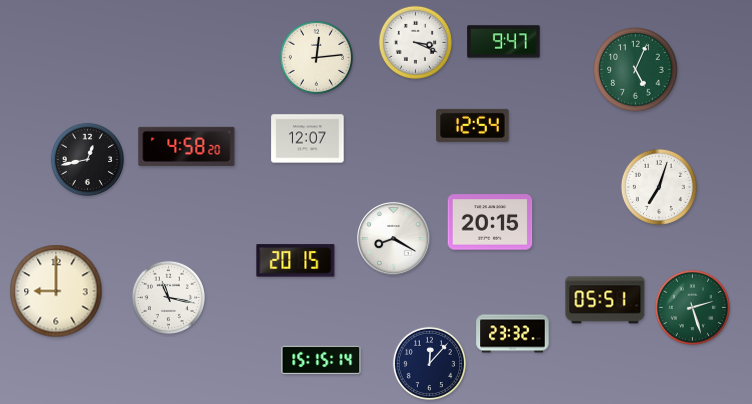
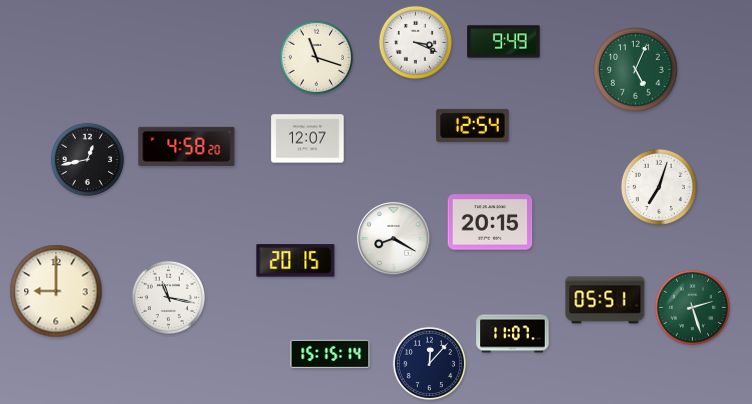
clock at (504, 42): 9:47 -> 9:49
clock at (316, 57): 12:14 -> 11:18
clock at (513, 334): 23:32 -> 11:07
clock at (321, 359) position: (321, 359) -> (330, 353)
